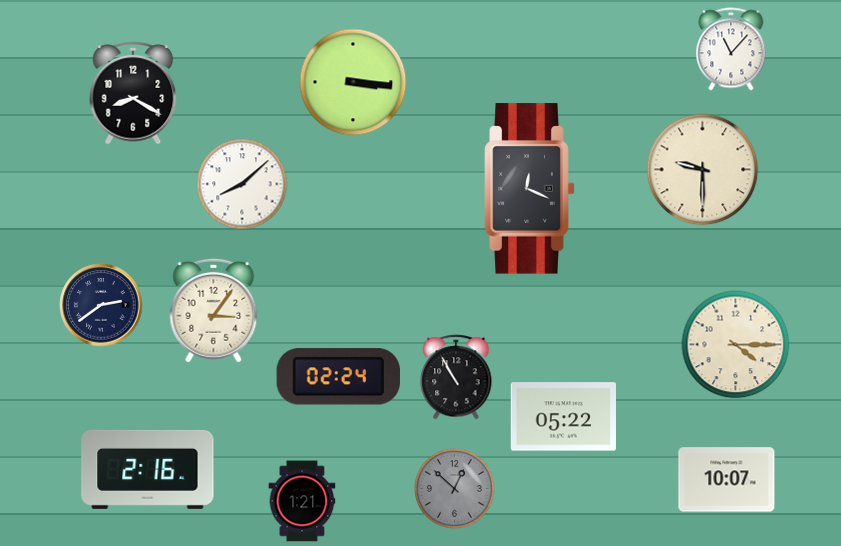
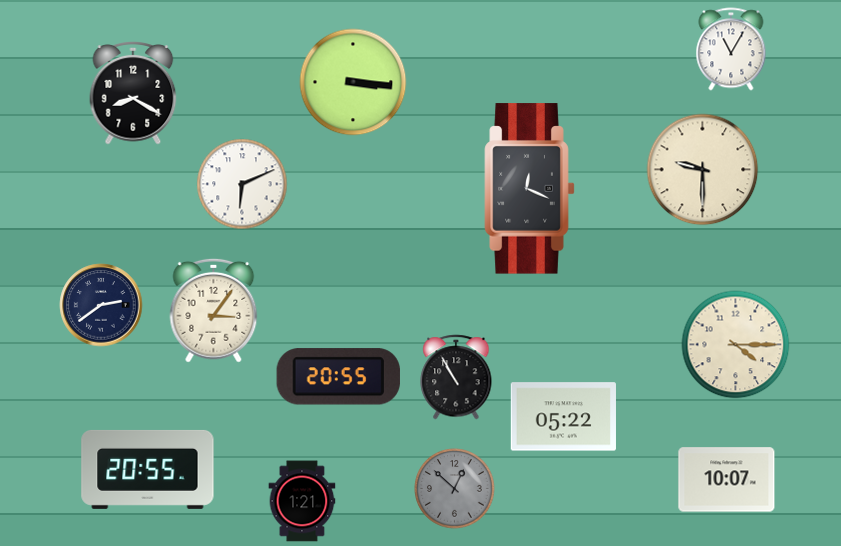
clock at (731, 49): 11:07 -> 11:05
clock at (242, 184): 8:08 -> 6:11
clock at (338, 377): 02:24 -> 20:55
clock at (148, 469): 2:16 -> 20:55
